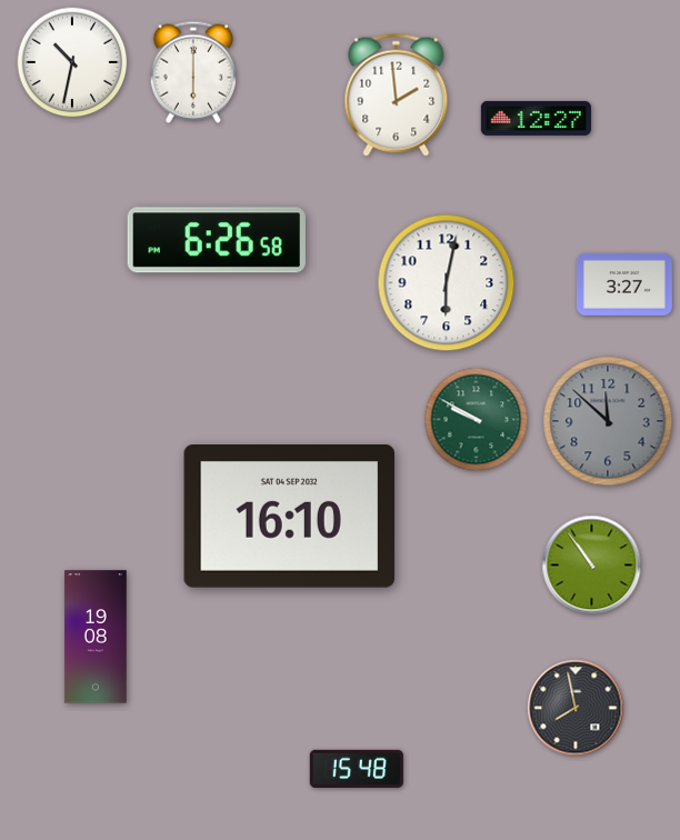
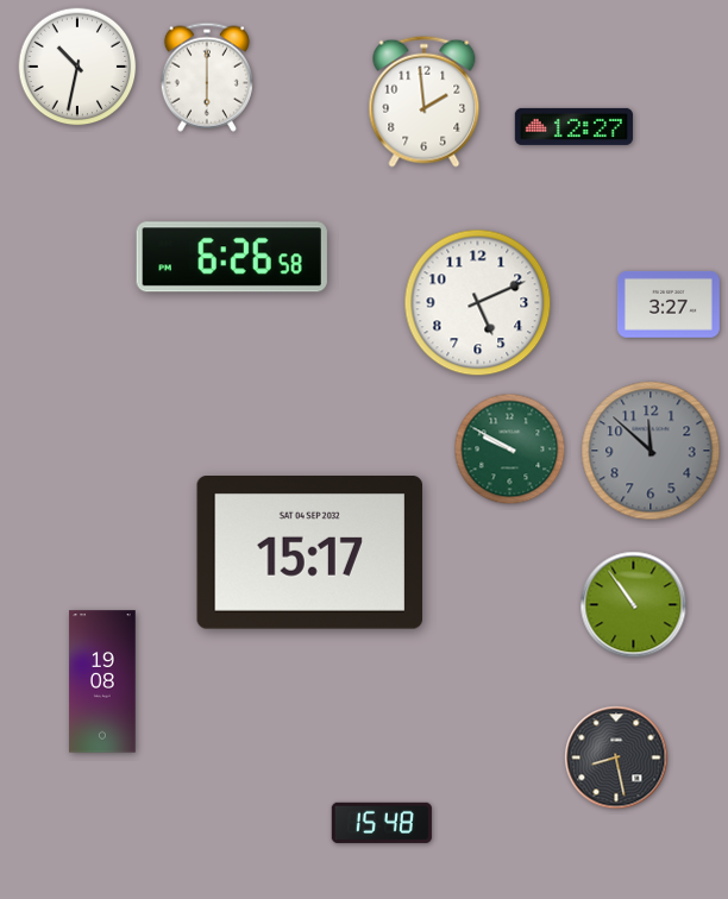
clock at (447, 283): 6:02 -> 5:11
clock at (290, 517): 16:10 -> 15:17
clock at (576, 708): 7:58 -> 8:28
